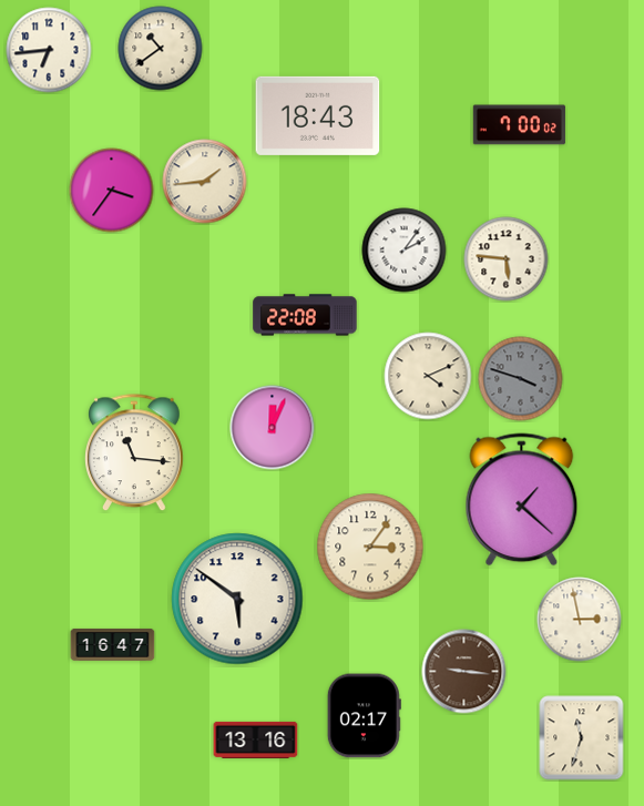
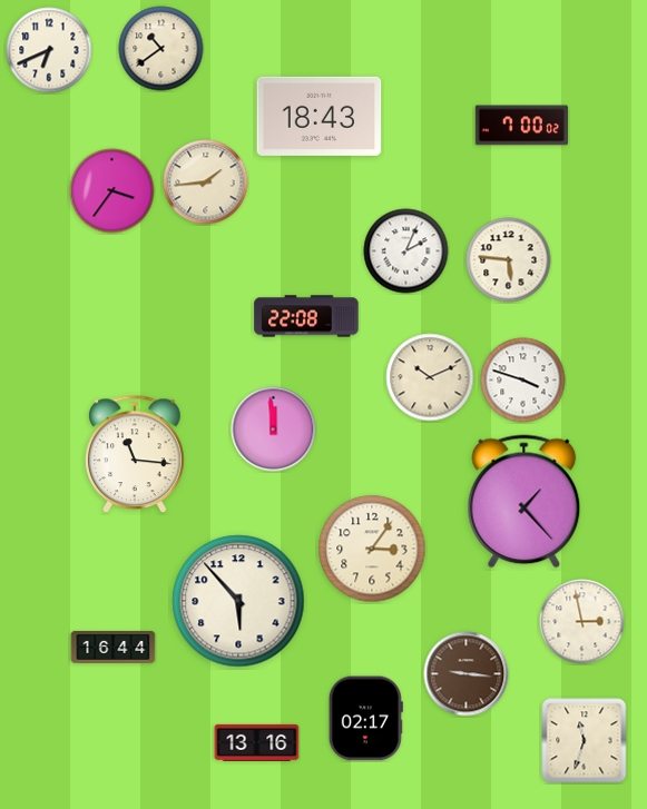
clock at (49, 50): 6:44 -> 6:41
clock at (405, 251): 2:06 -> 2:04
clock at (428, 376): 4:11 -> 10:11
clock at (521, 379) dial: grey -> white
clock at (273, 428): 12:04 -> 11:59
clock at (522, 500): 1:22 -> 1:23
clock at (237, 599): 5:51 -> 5:53
clock at (113, 644): 16:47 -> 16:44
